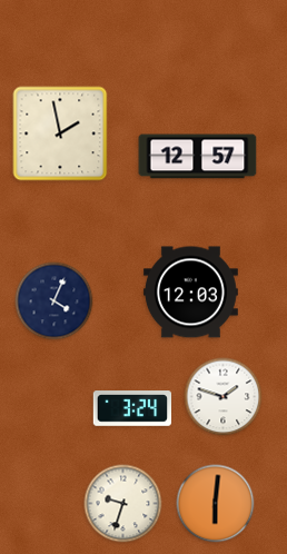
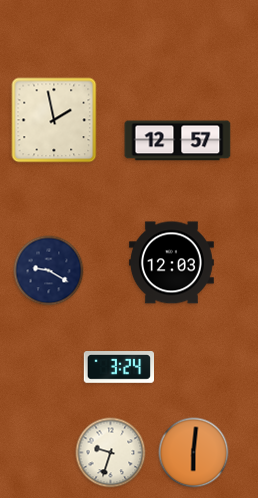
clock at (55, 301): 4:04 -> 9:20
clock at (224, 397): 1:48 -> none
